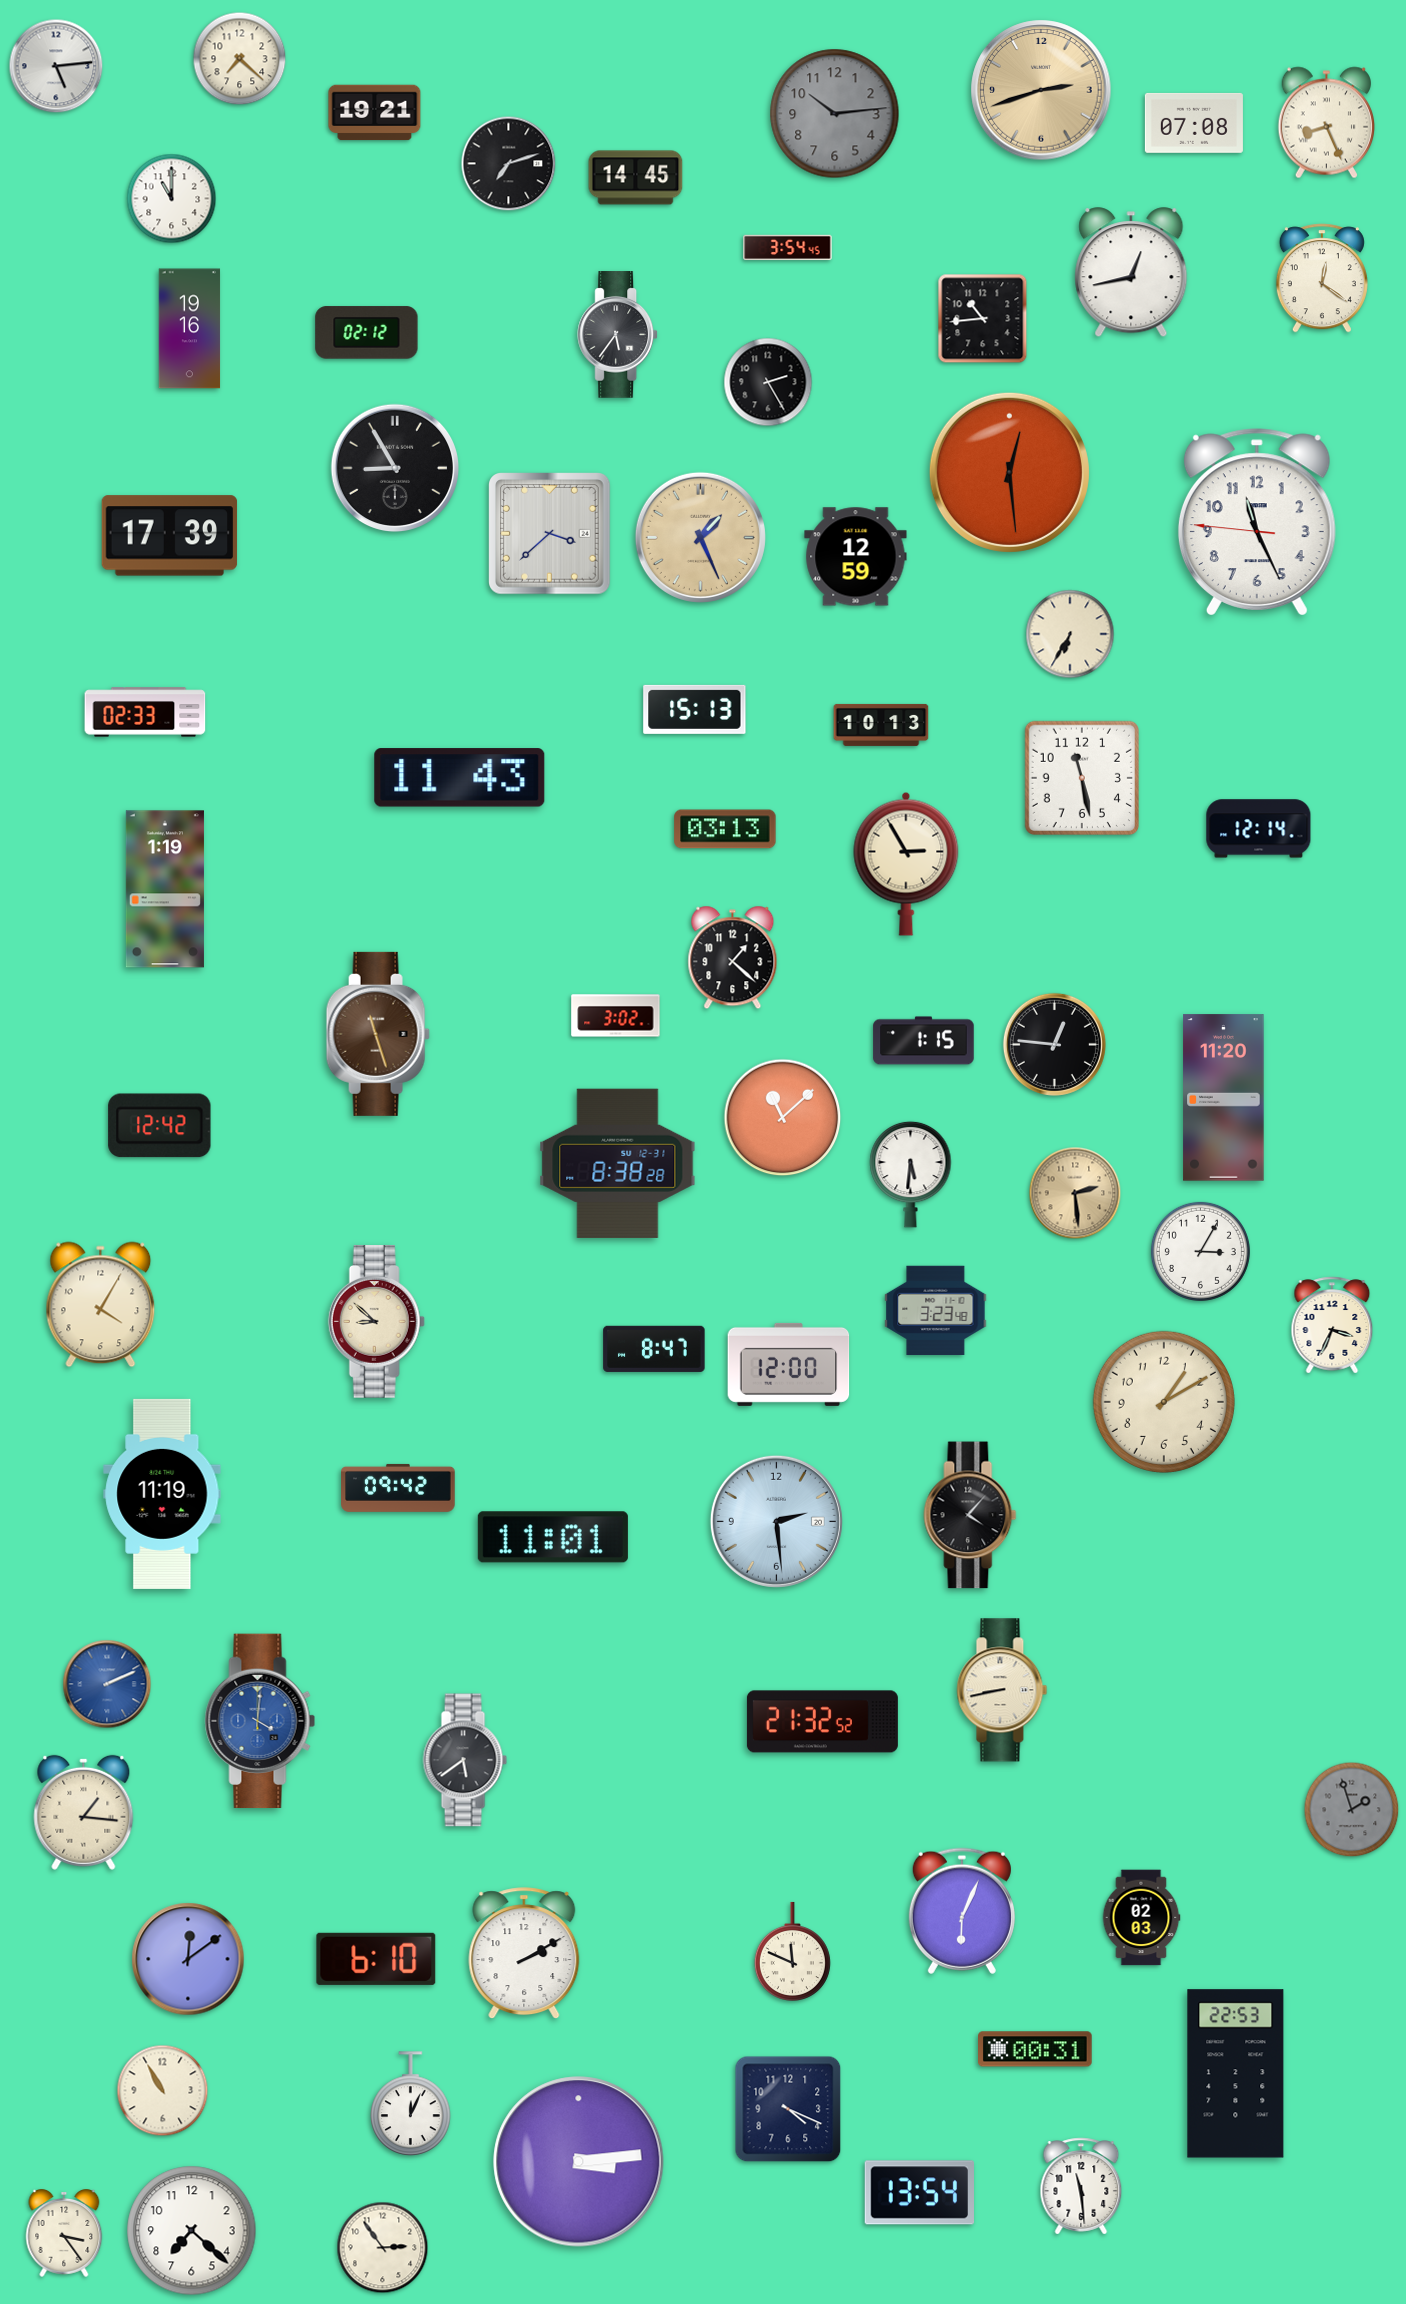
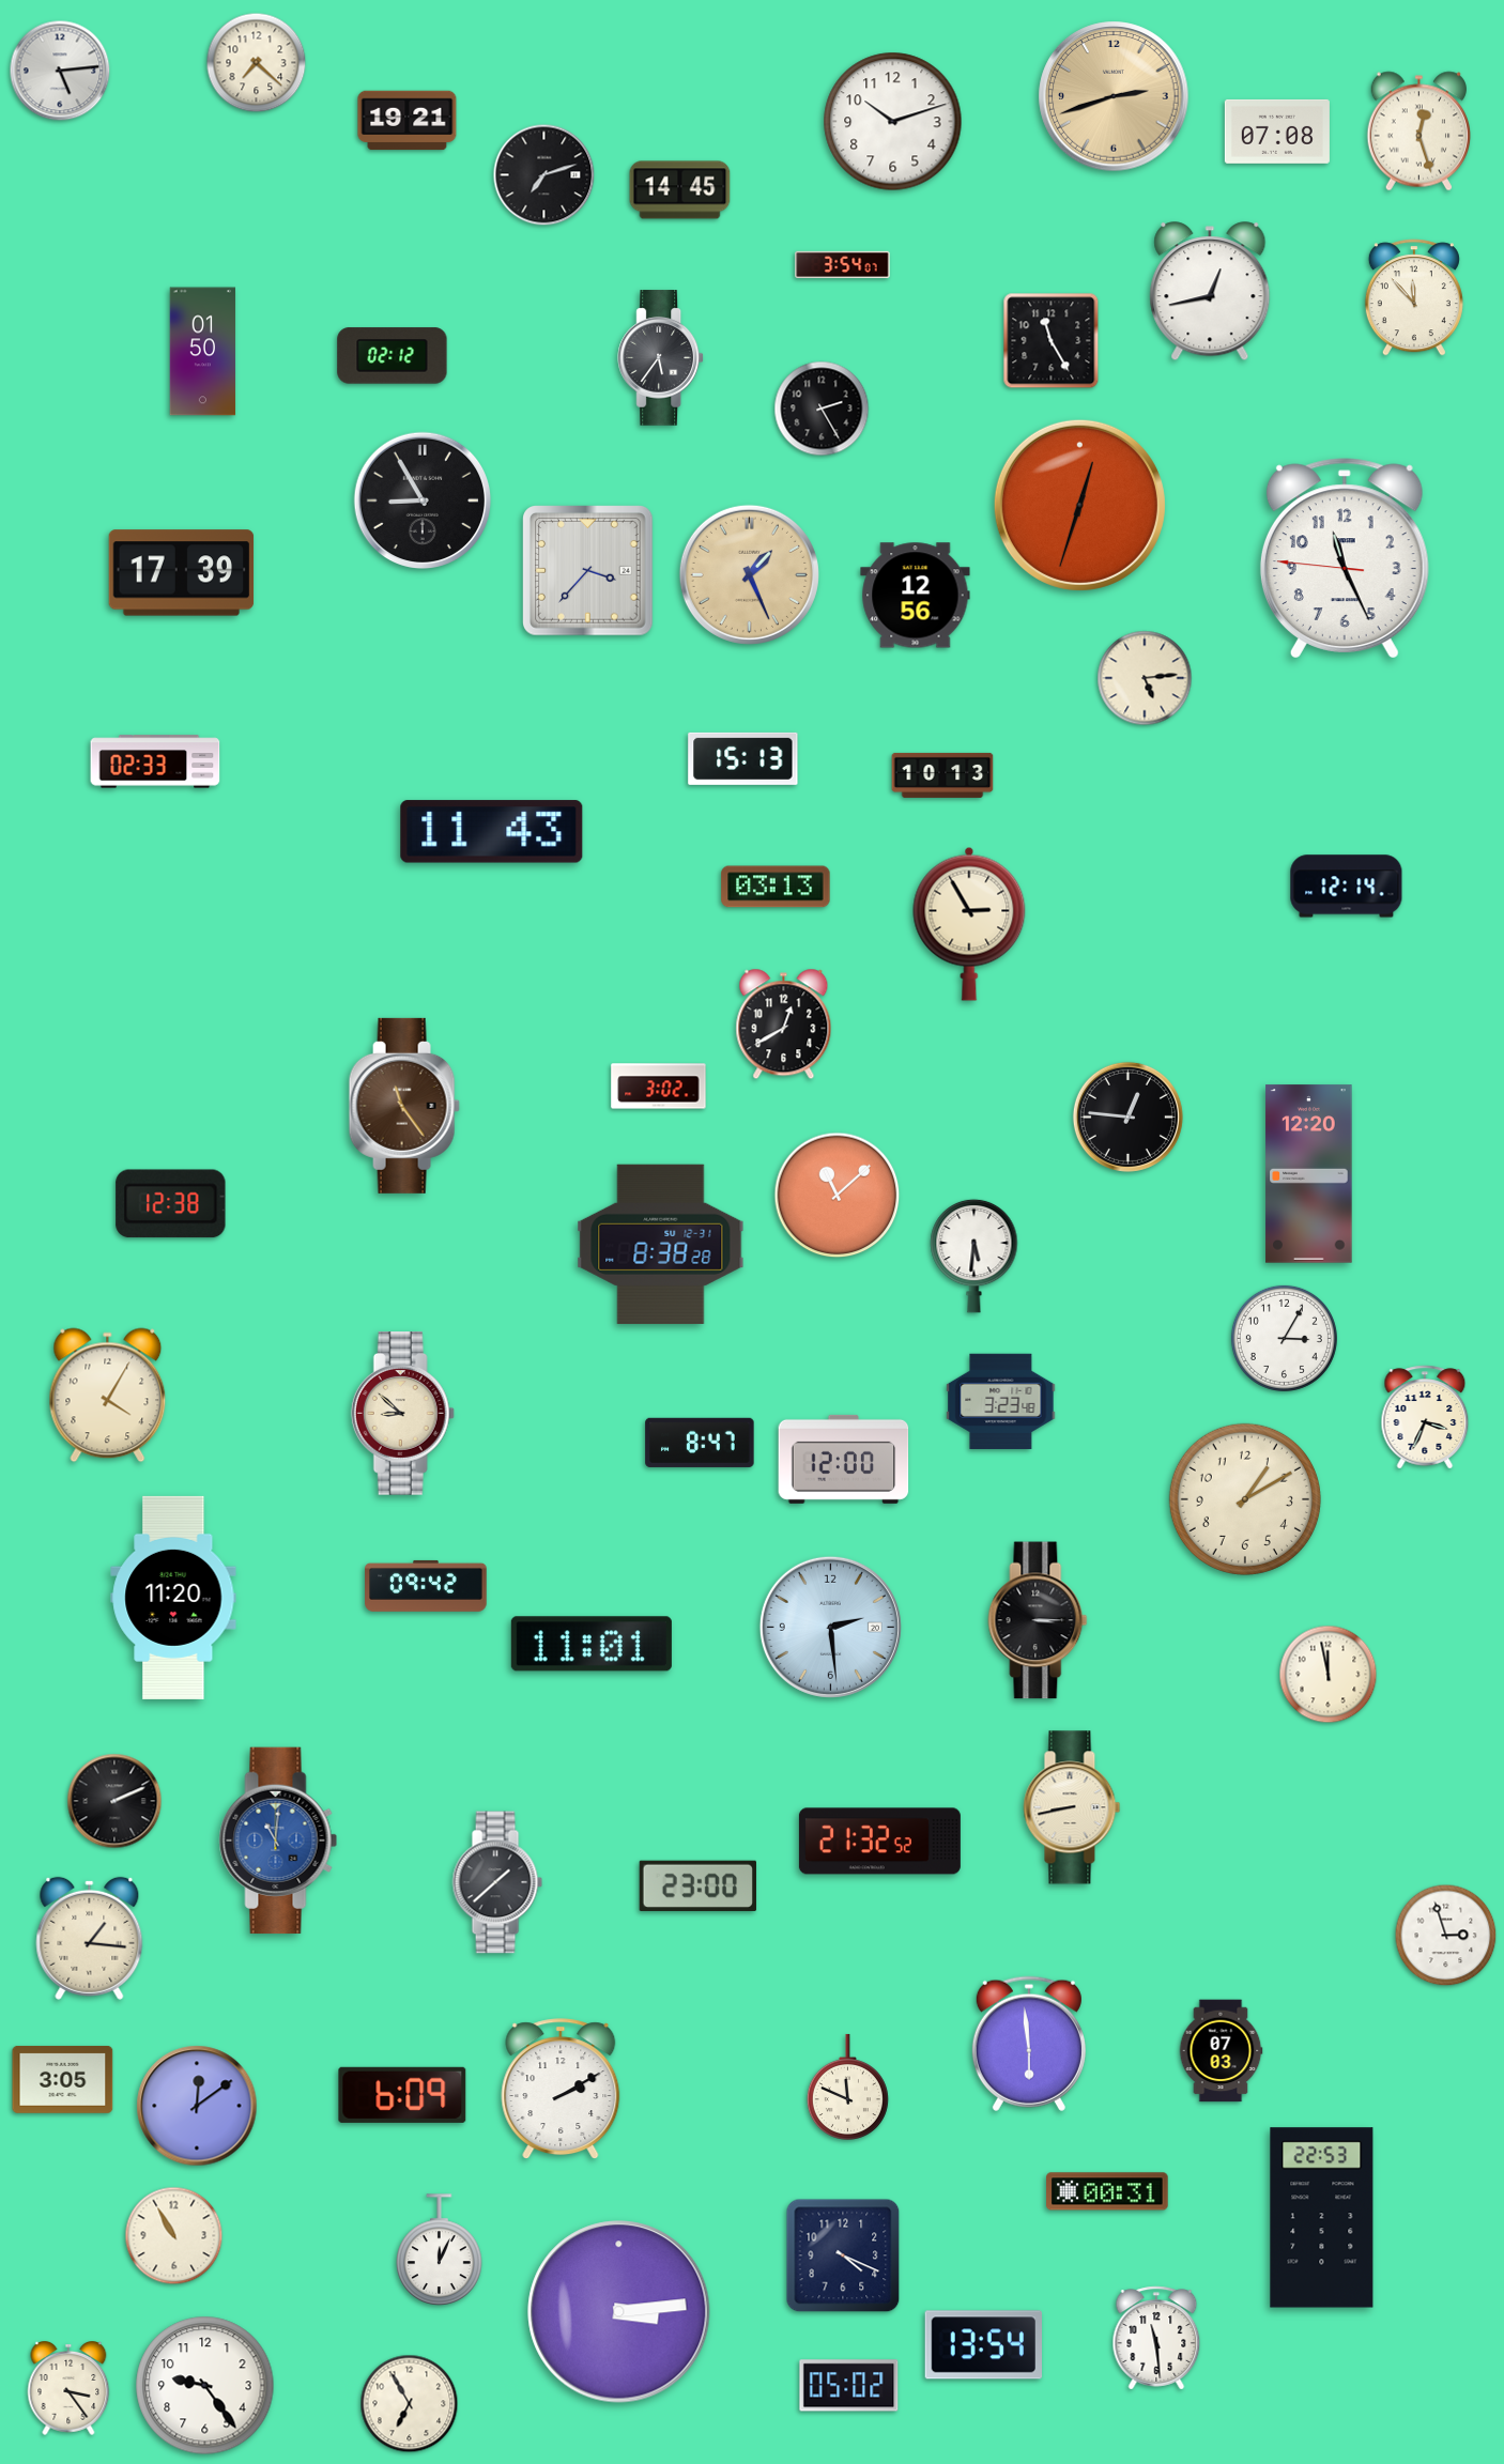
clock at (375, 113) position: (375, 113) -> (408, 121)
clock at (835, 114): 10:14 -> 10:12
clock at (835, 114) dial: grey -> white
clock at (1326, 123): 8:26 -> 12:27
clock at (172, 199): 11:00 -> none
clock at (788, 248): 3:54:45 -> 3:54:07
clock at (1322, 278): 12:21 -> 11:53
clock at (983, 319): 10:44 -> 11:25
clock at (190, 329): 19:16 -> 01:50
clock at (1009, 472): 12:29 -> 12:33
clock at (550, 534): 3:38 -> 3:37
clock at (856, 557): 12:59 -> 12:56
clock at (1070, 634): 6:35 -> 5:14
clock at (1082, 778): 11:28 -> none
clock at (165, 889): 1:19 -> none
clock at (733, 958): 1:22 -> 12:40
clock at (378, 1034): 11:27 -> 11:24
clock at (924, 1041): 1:15 -> none
clock at (1224, 1098): 11:20 -> 12:20
clock at (160, 1126): 12:42 -> 12:38
clock at (1075, 1193): 2:29 -> none
clock at (398, 1488) position: (398, 1488) -> (426, 1586)
clock at (162, 1494): 11:19 -> 11:20
clock at (970, 1515): 4:07 -> 3:15
clock at (1329, 1675): none -> 11:58
clock at (107, 1684) dial: blue -> black
clock at (260, 1721): 4:01 -> 11:01
clock at (465, 1760): 5:39 -> 1:38
clock at (697, 1885): none -> 23:00
clock at (1352, 1810): 1:57 -> 2:57
clock at (1352, 1810) dial: grey -> white
clock at (962, 1911): 6:04 -> 5:59
clock at (1141, 1918): 02:03 -> 07:03
clock at (63, 2079): none -> 3:05
clock at (188, 1959) position: (188, 1959) -> (197, 2106)
clock at (376, 1959): 6:10 -> 6:09
clock at (192, 2231): 7:22 -> 9:24
clock at (849, 2386): none -> 05:02
clock at (383, 2248): 2:54 -> 6:55
